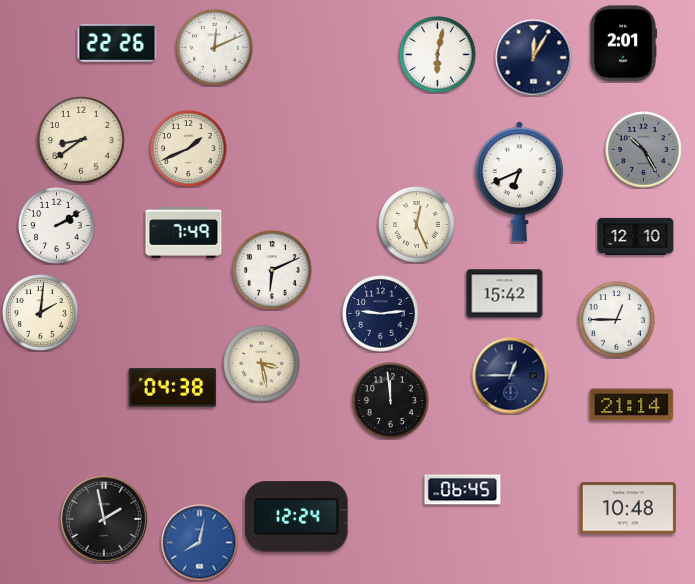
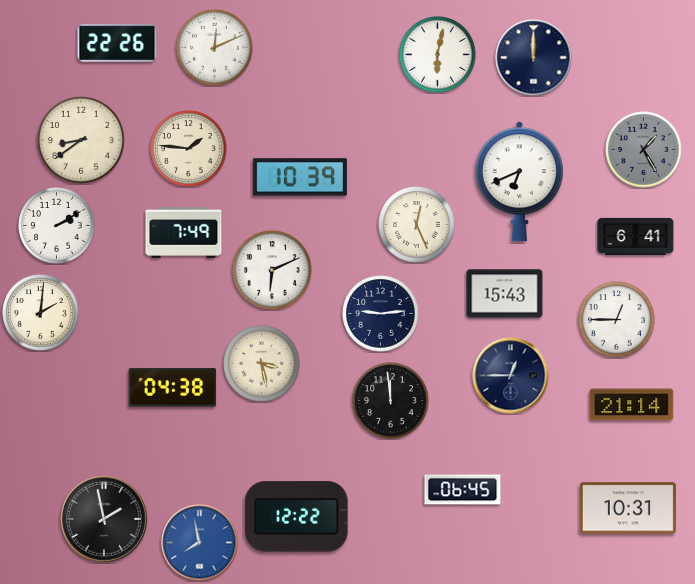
clock at (622, 44): 2:01 -> none
clock at (534, 58): 12:05 -> 12:00
clock at (189, 149): 1:41 -> 1:46
clock at (644, 150): 10:25 -> 1:25
clock at (300, 177): none -> 10:39
clock at (636, 236): 12:10 -> 6:41
clock at (505, 294): 15:42 -> 15:43
clock at (628, 508): 10:48 -> 10:31
clock at (297, 517): 12:24 -> 12:22
clock at (200, 543): 8:02 -> 7:58
